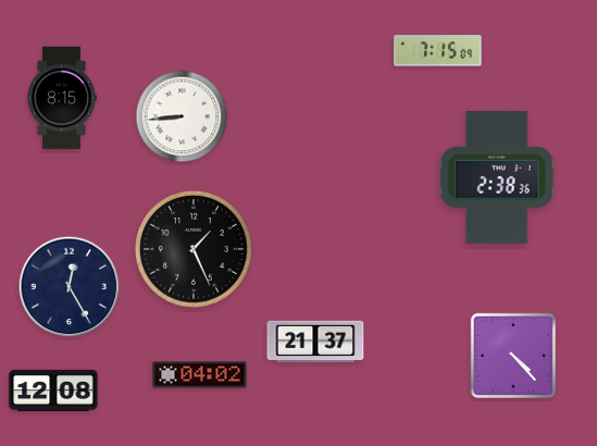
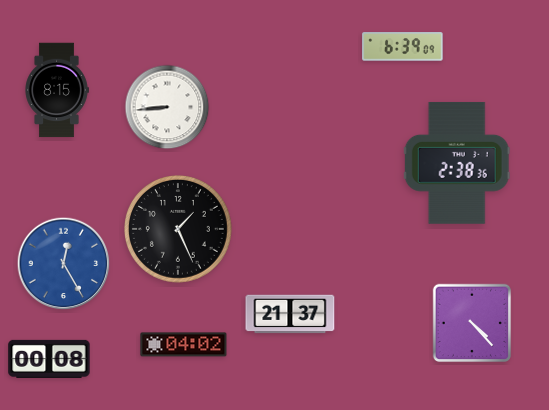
clock at (438, 51): 7:15 -> 6:39
clock at (70, 287) dial: navy -> blue
clock at (513, 356) position: (513, 356) -> (472, 323)
clock at (53, 391): 12:08 -> 00:08
